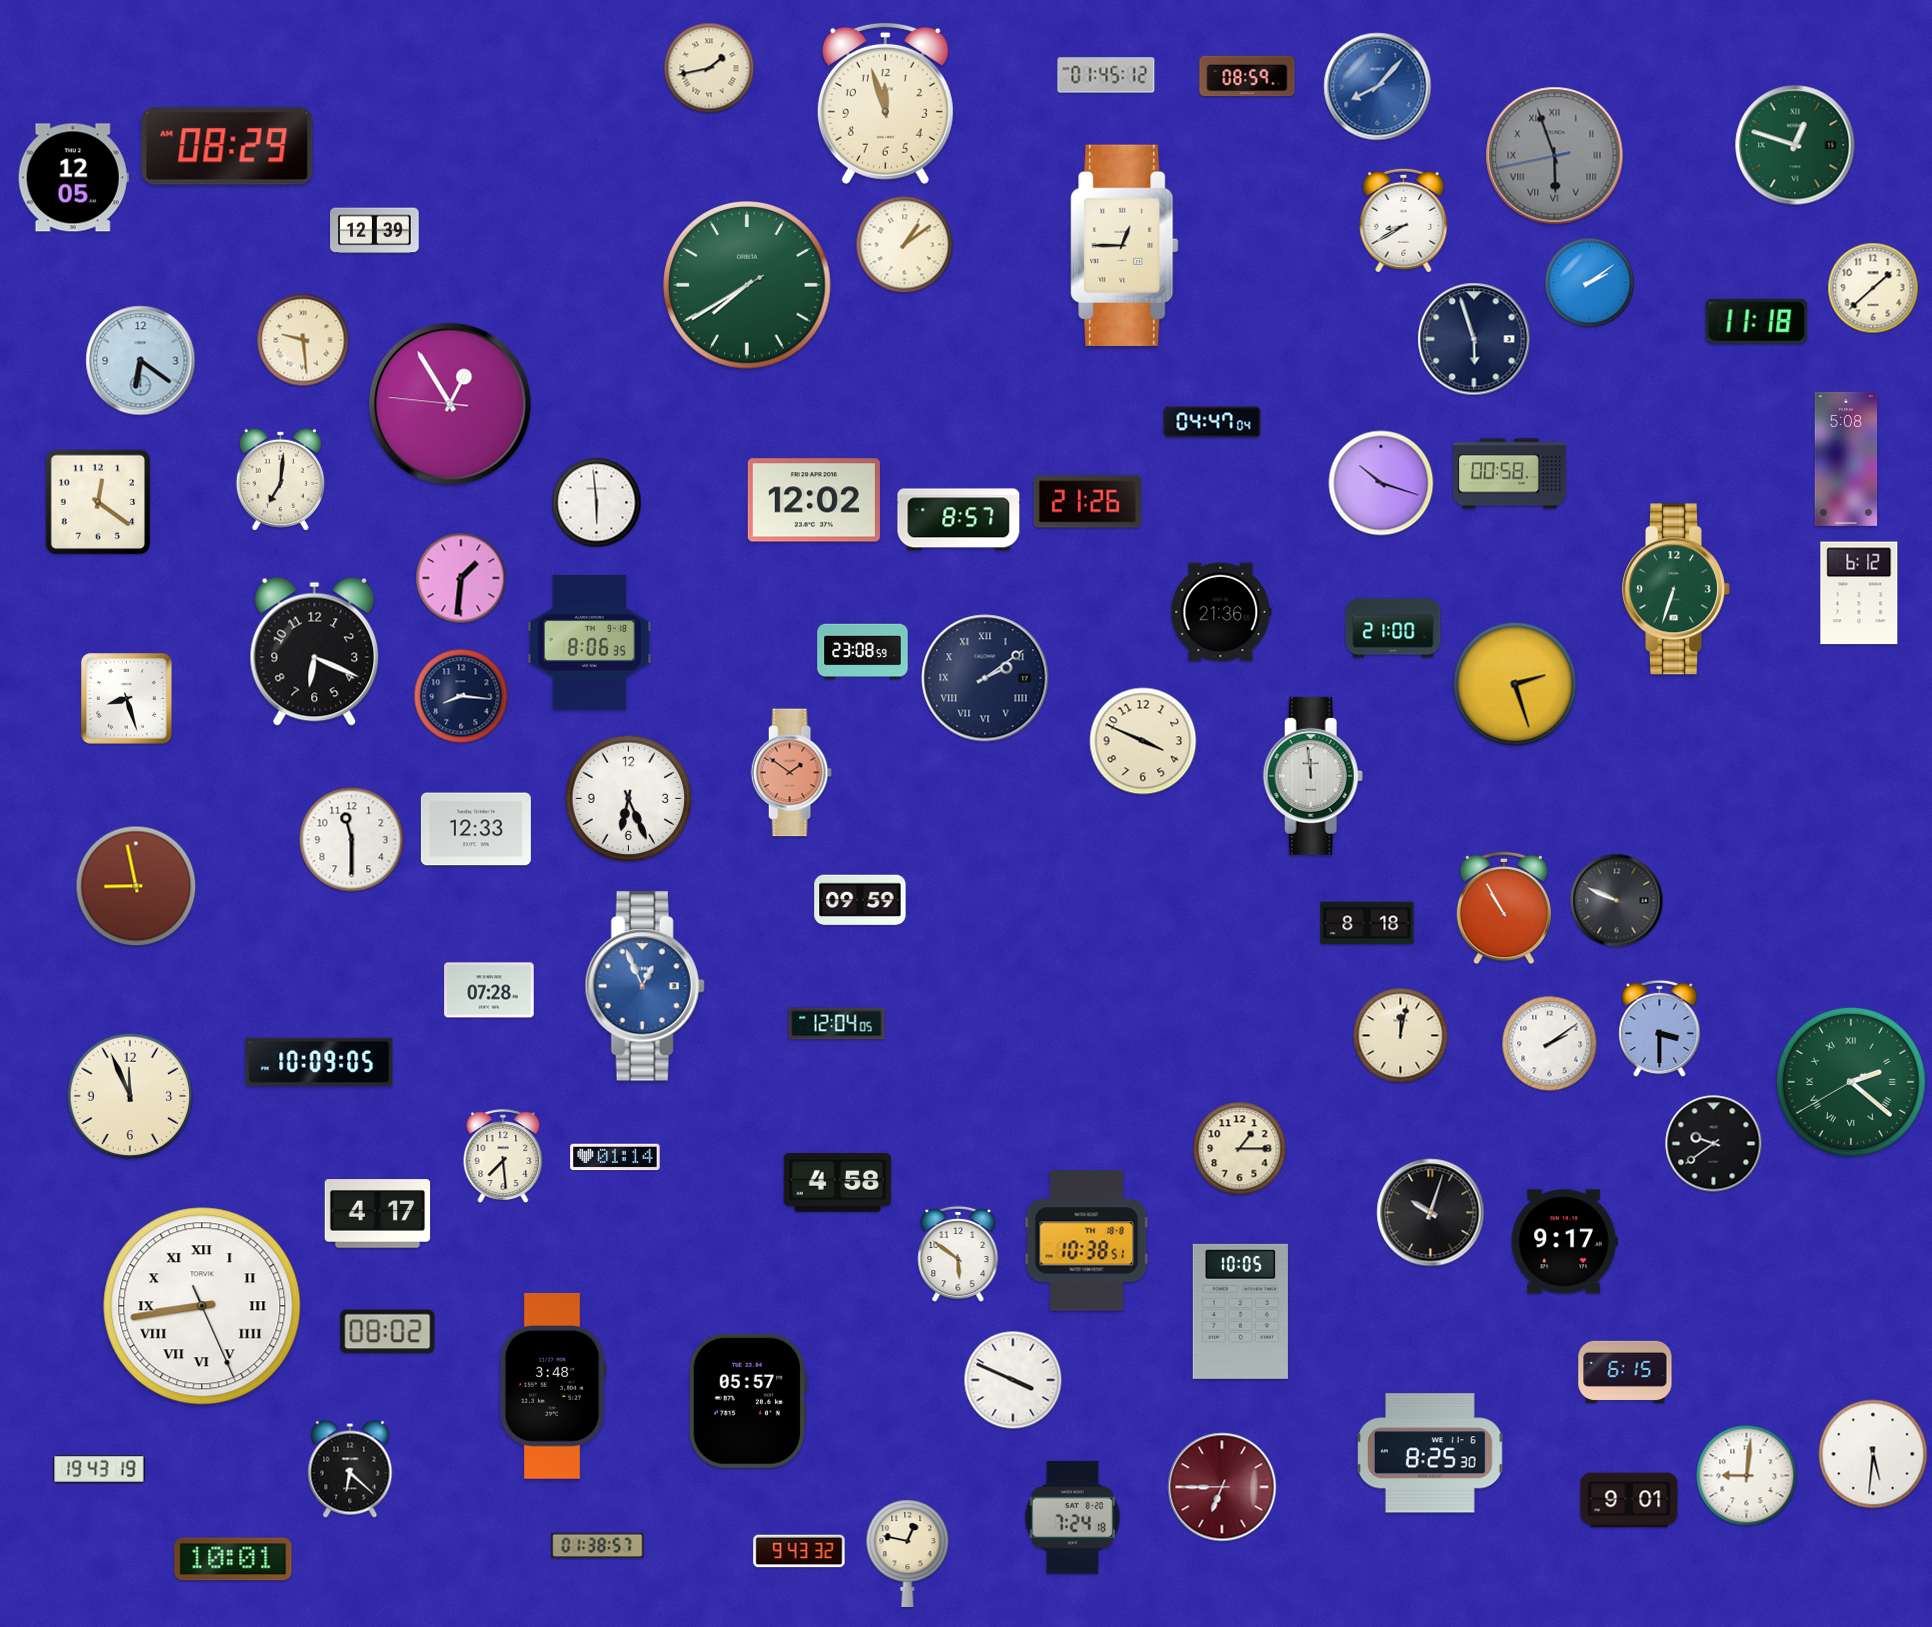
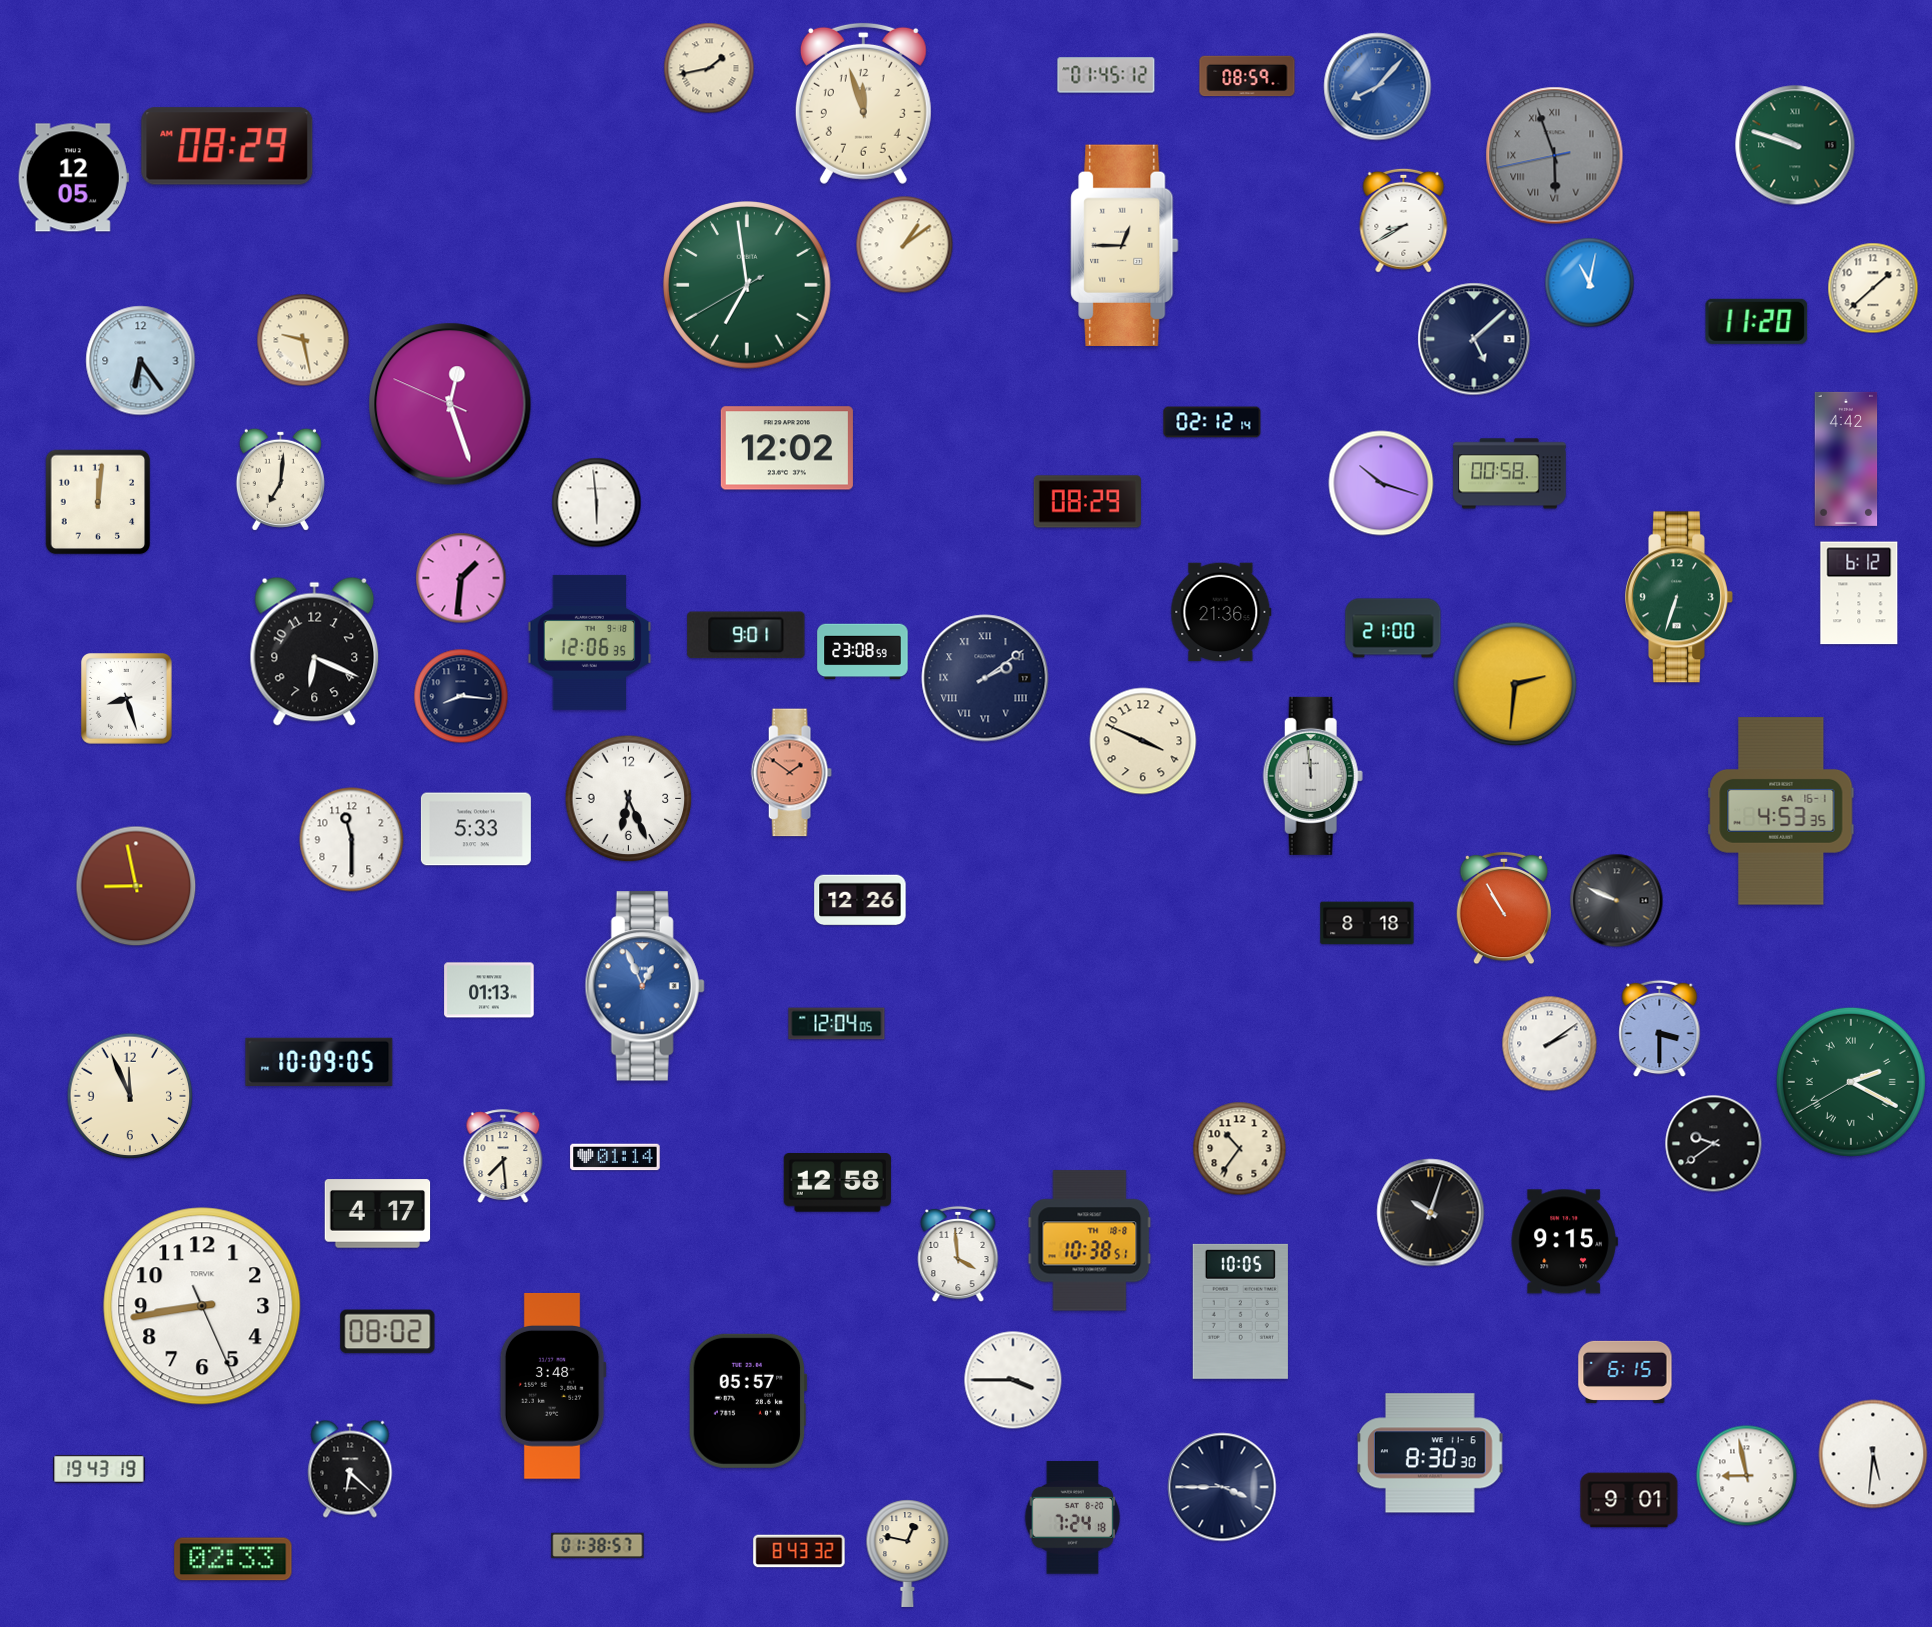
clock at (885, 103) position: (885, 103) -> (863, 103)
clock at (1795, 145): 12:48 -> 9:48
clock at (375, 231): 12:39 -> none
clock at (1590, 283): 2:09 -> 11:02
clock at (748, 286): 7:39 -> 6:58
clock at (1757, 321): 11:18 -> 11:20
clock at (1474, 339): 5:57 -> 5:08
clock at (303, 340): 9:29 -> 9:28
clock at (141, 361): 6:21 -> 6:24
clock at (450, 404): 12:54 -> 12:26
clock at (1212, 422): 04:47 -> 02:12
clock at (1846, 459): 5:08 -> 4:42
clock at (814, 500) position: (814, 500) -> (787, 448)
clock at (98, 502): 12:21 -> 12:01
clock at (1087, 502): 21:26 -> 08:29
clock at (959, 520): 8:57 -> none
clock at (1676, 589) position: (1676, 589) -> (1679, 597)
clock at (746, 635): none -> 9:01
clock at (590, 642): 8:06 -> 12:06
clock at (1515, 684): 2:27 -> 2:31
clock at (1781, 811): none -> 4:53
clock at (476, 829): 12:33 -> 5:33
clock at (860, 900): 09:59 -> 12:26
clock at (489, 990): 07:28 -> 01:13
clock at (1401, 1036): 12:02 -> none
clock at (1851, 1082): 2:21 -> 2:19
clock at (1240, 1149): 1:15 -> 10:36
clock at (837, 1183): 4:58 -> 12:58
clock at (1087, 1241) position: (1087, 1241) -> (1090, 1241)
clock at (1564, 1242): 9:17 -> 9:15
clock at (958, 1254): 5:51 -> 3:59
clock at (202, 1306) numerals: Roman -> Arabic
clock at (1013, 1380): 3:49 -> 3:45
clock at (1431, 1453): 8:25 -> 8:30
clock at (1747, 1476): 9:01 -> 8:58
clock at (1222, 1487): 6:45 -> 3:45
clock at (1222, 1487) dial: burgundy -> navy
clock at (799, 1551): 9:43 -> 8:43
clock at (233, 1559): 10:01 -> 02:33
